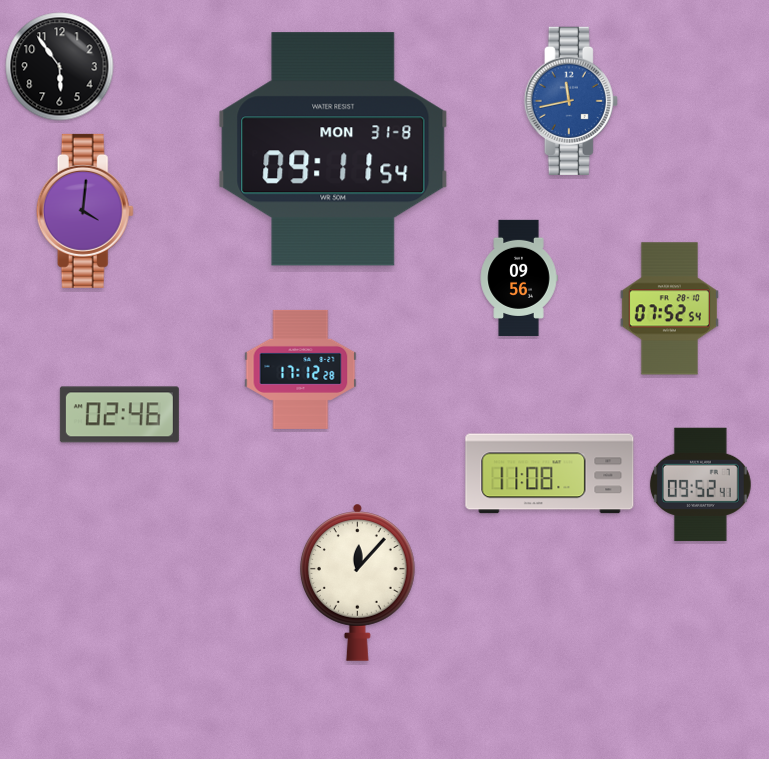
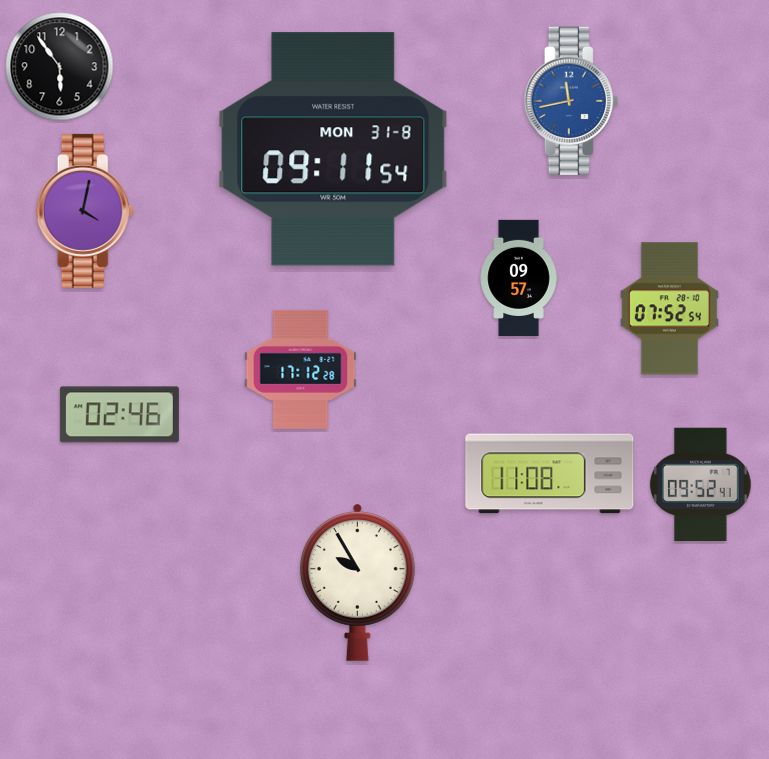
clock at (85, 211): 4:01 -> 4:02
clock at (519, 277): 09:56 -> 09:57
clock at (358, 582): 12:07 -> 9:55
